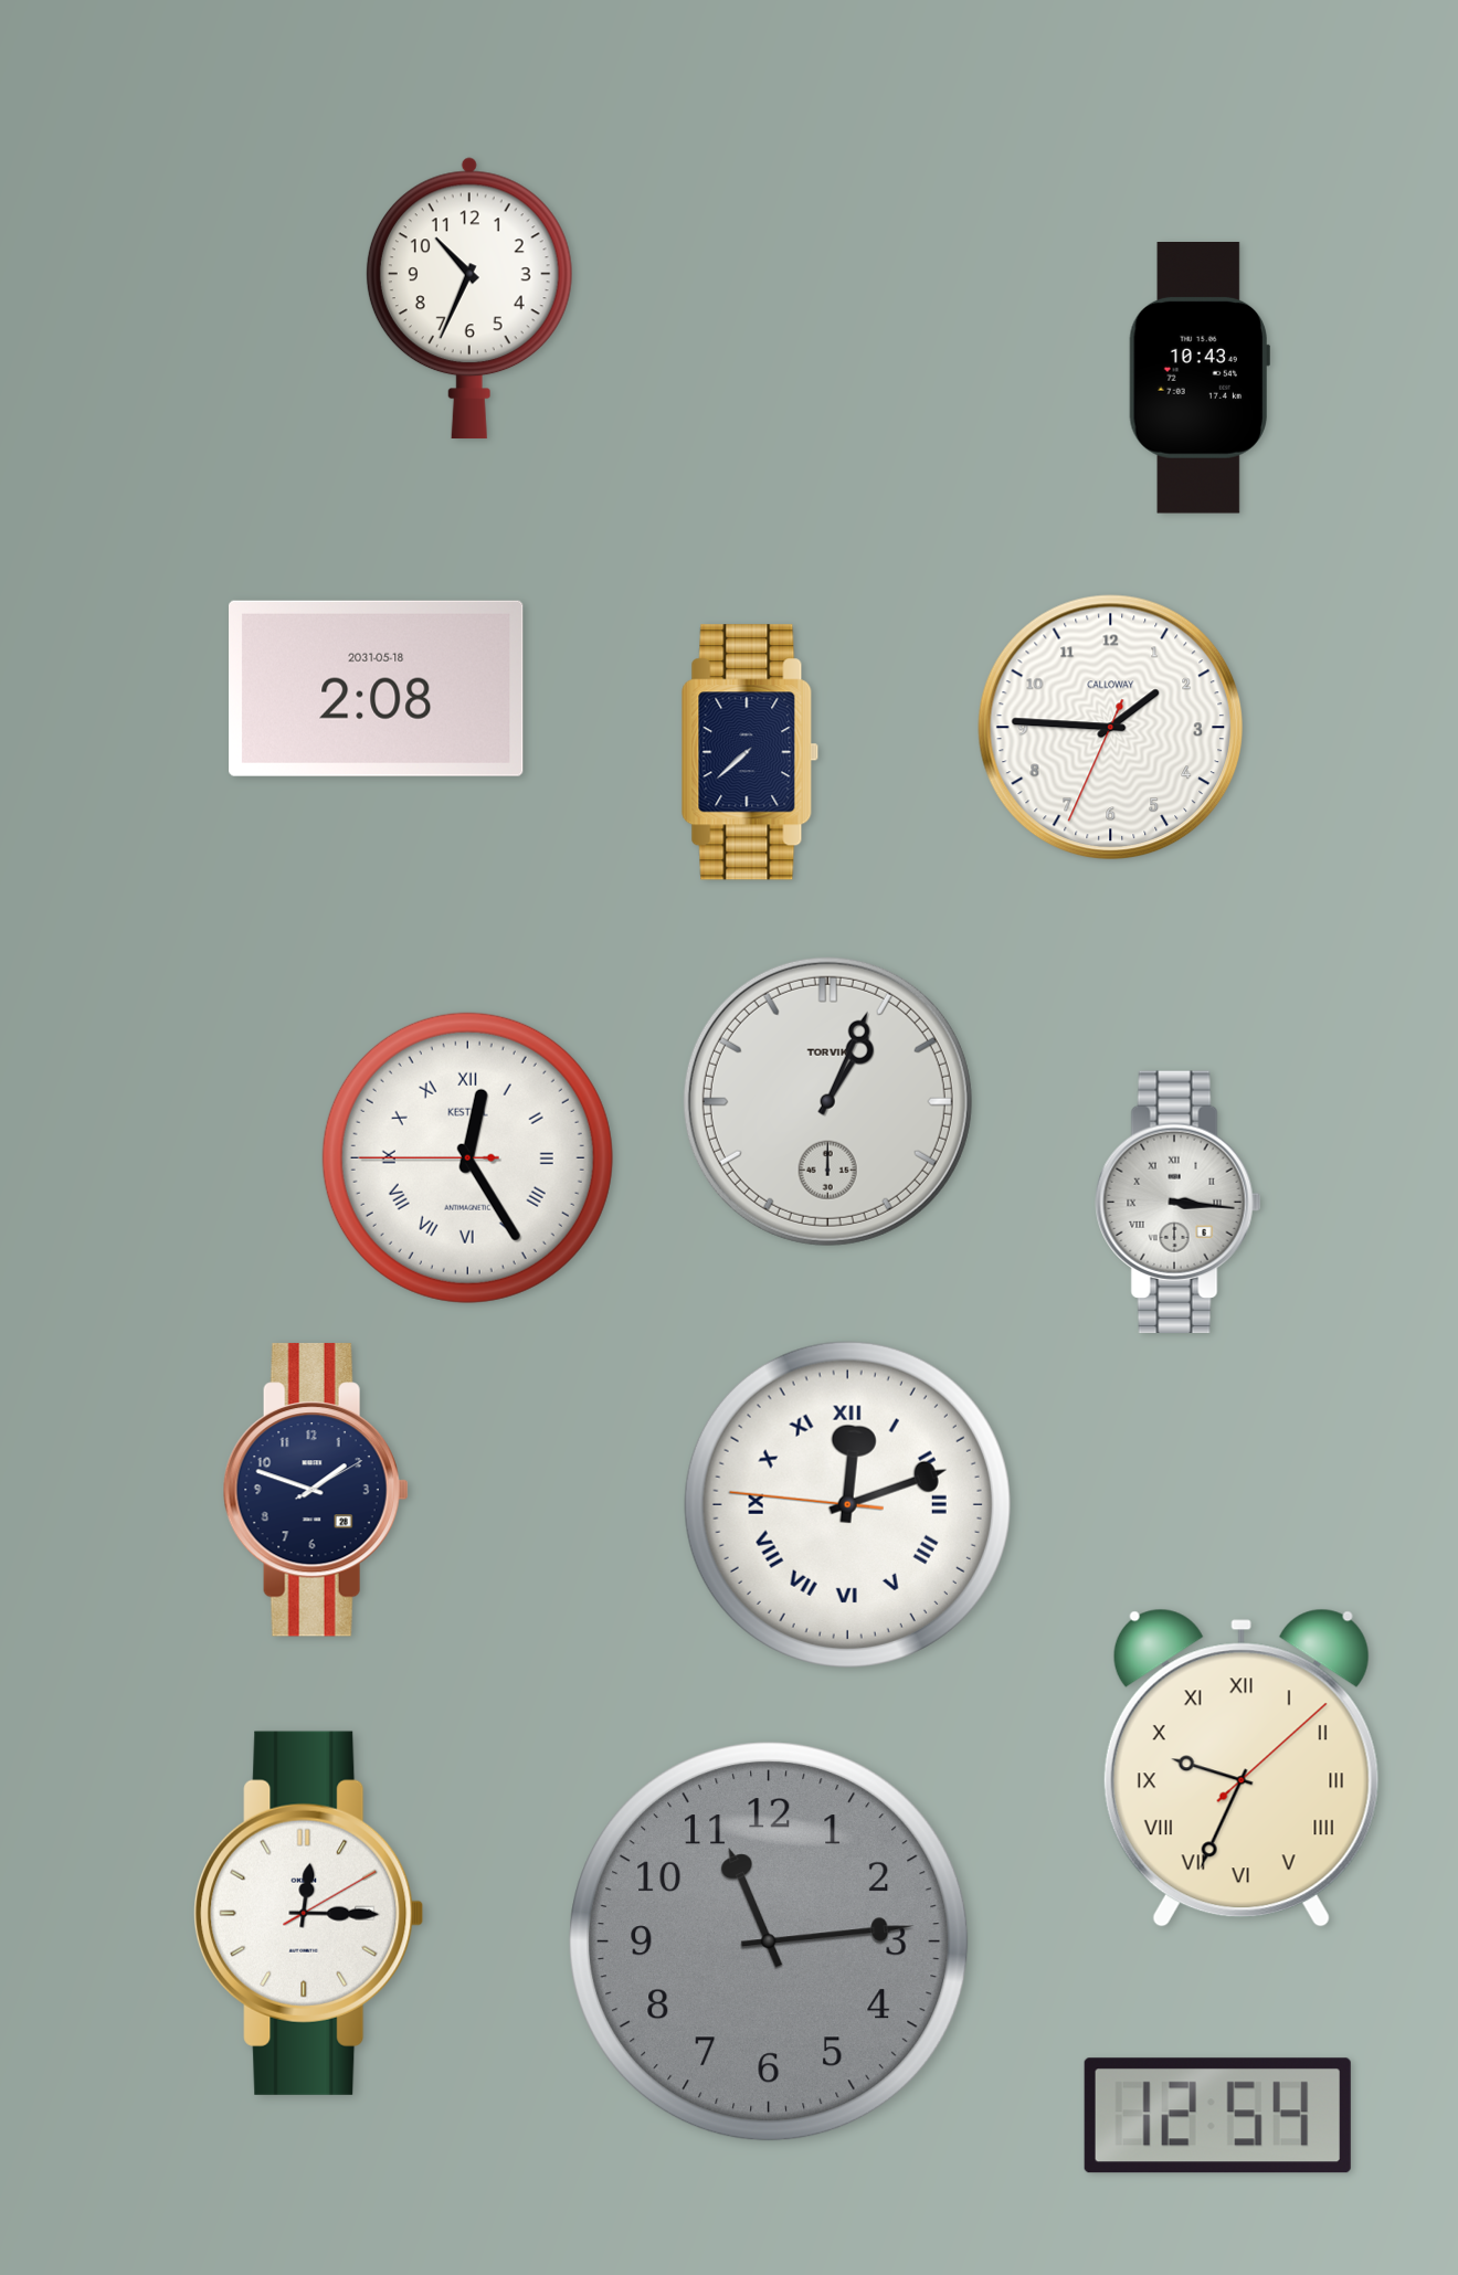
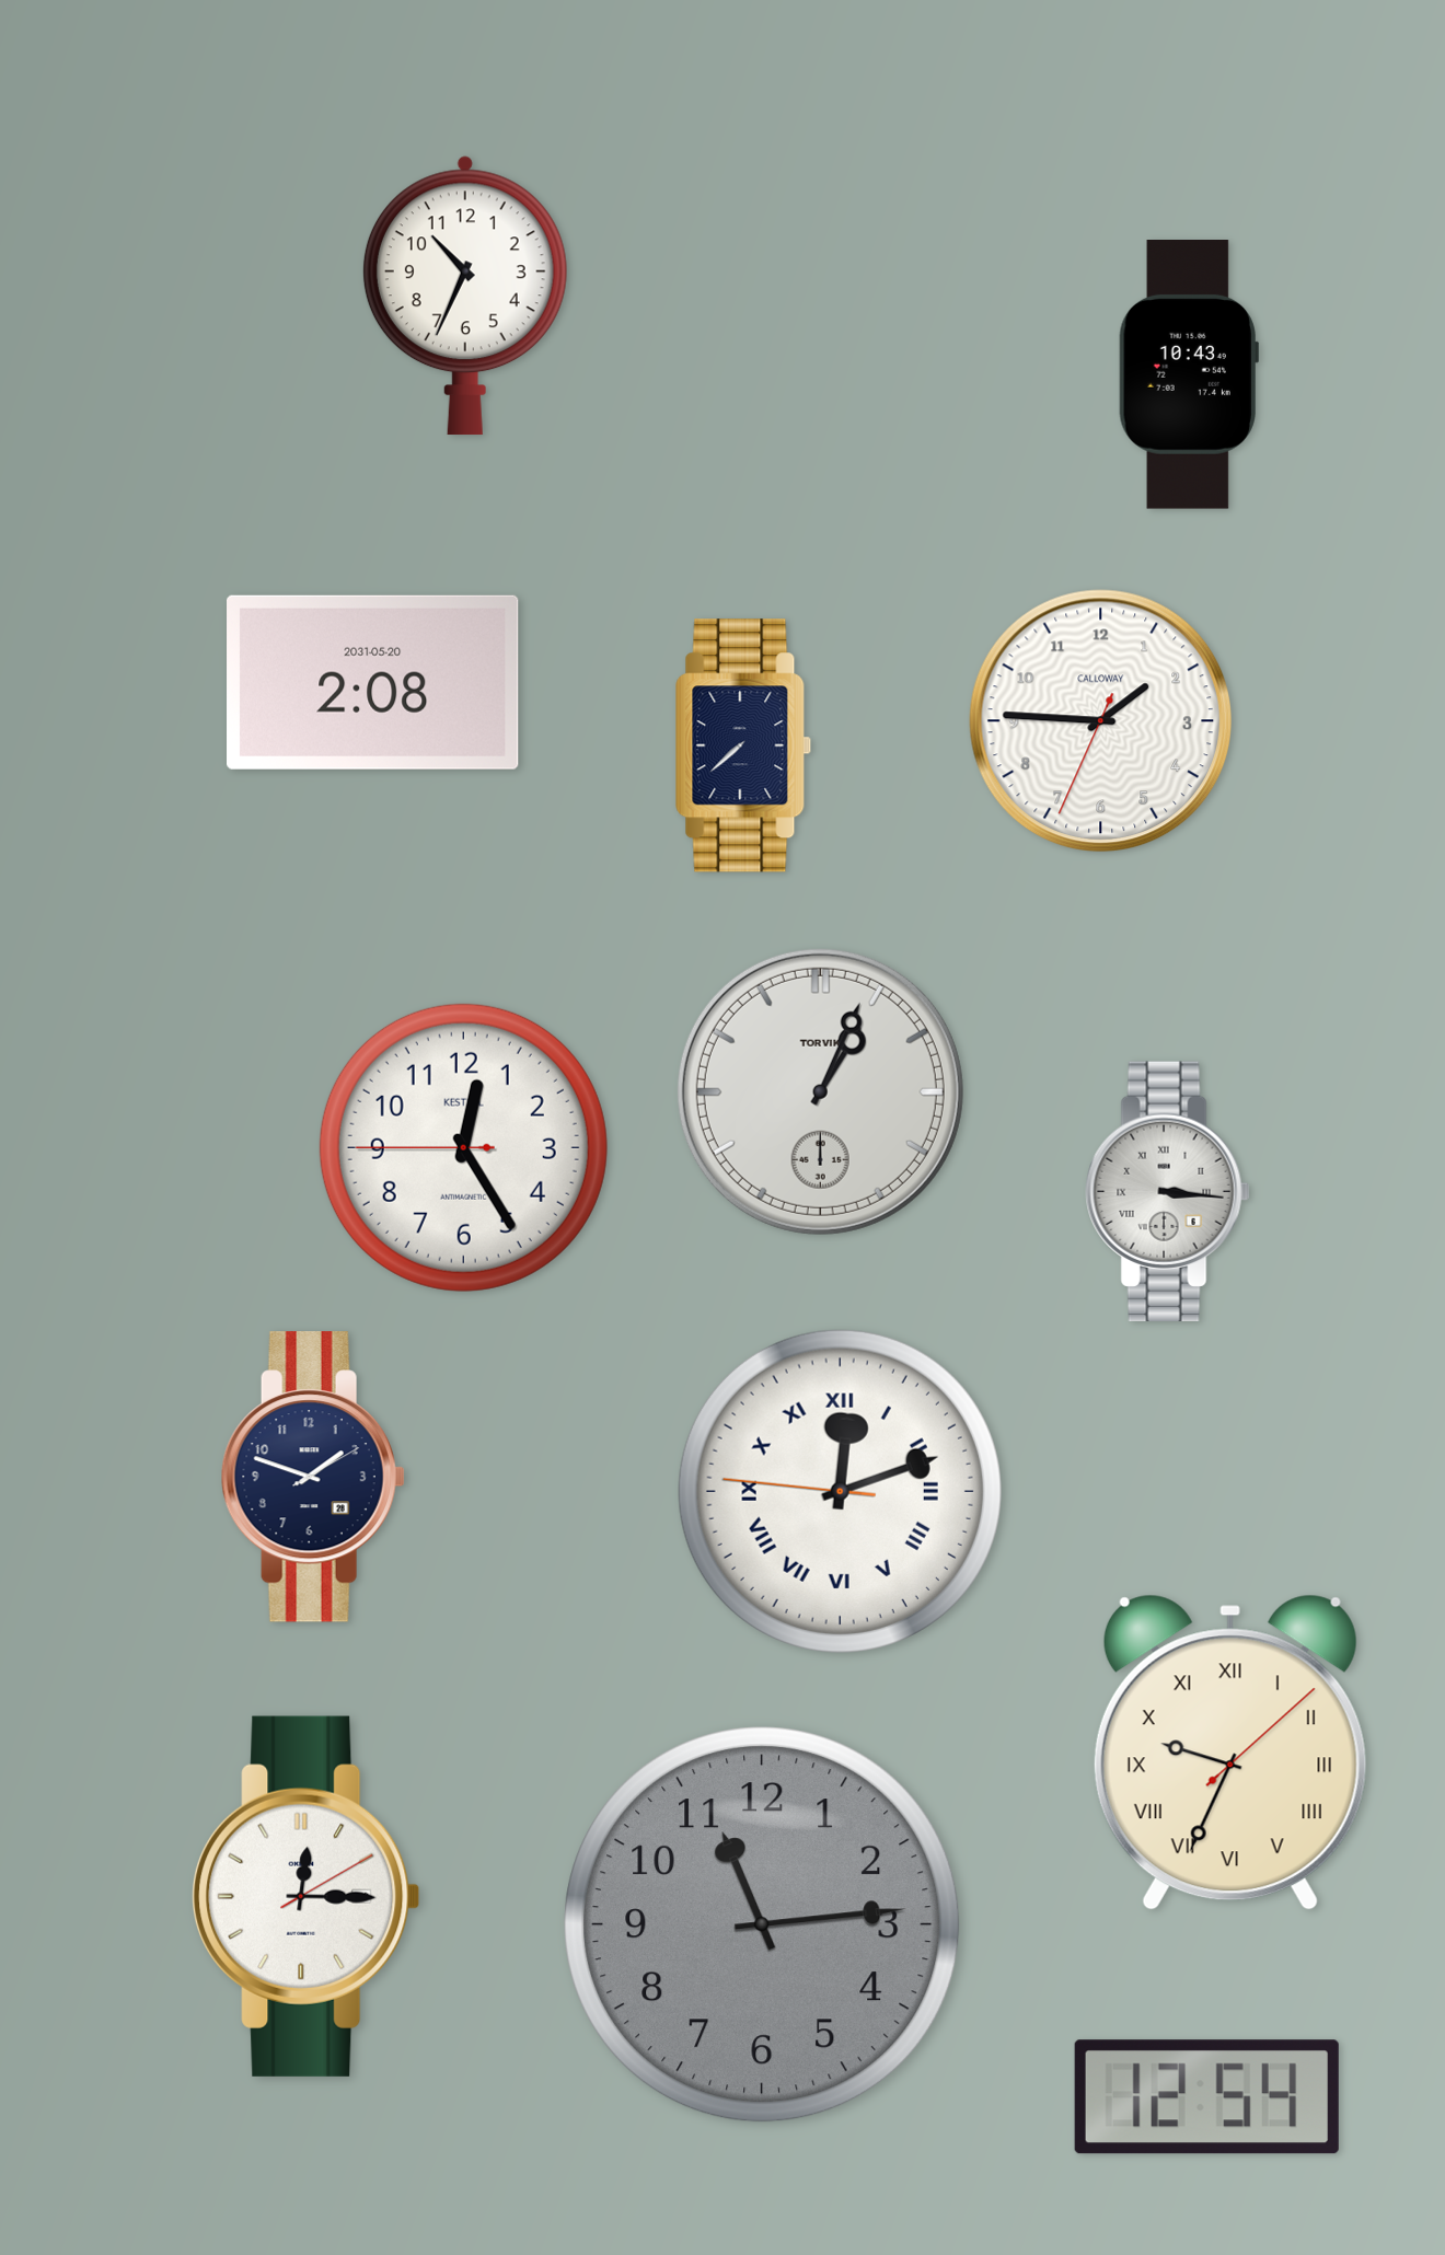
clock at (377, 688) date: 2031-05-18 -> 2031-05-20
clock at (467, 1157) numerals: Roman -> Arabic
